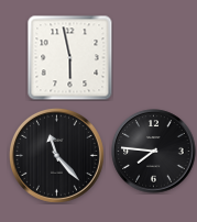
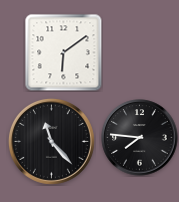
clock at (69, 57): 5:58 -> 6:09
